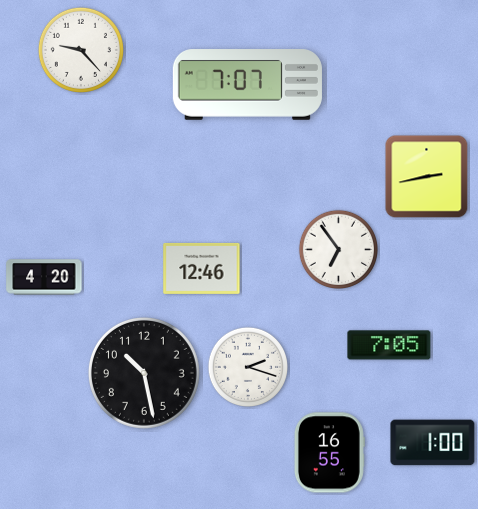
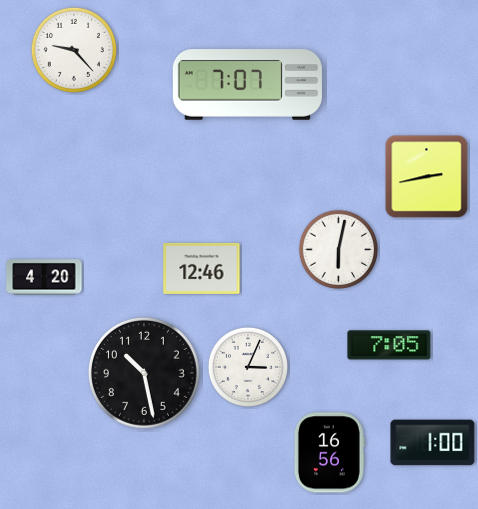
clock at (81, 50) position: (81, 50) -> (74, 50)
clock at (338, 249): 6:54 -> 6:02
clock at (247, 366): 2:18 -> 3:04
clock at (329, 453): 16:55 -> 16:56
